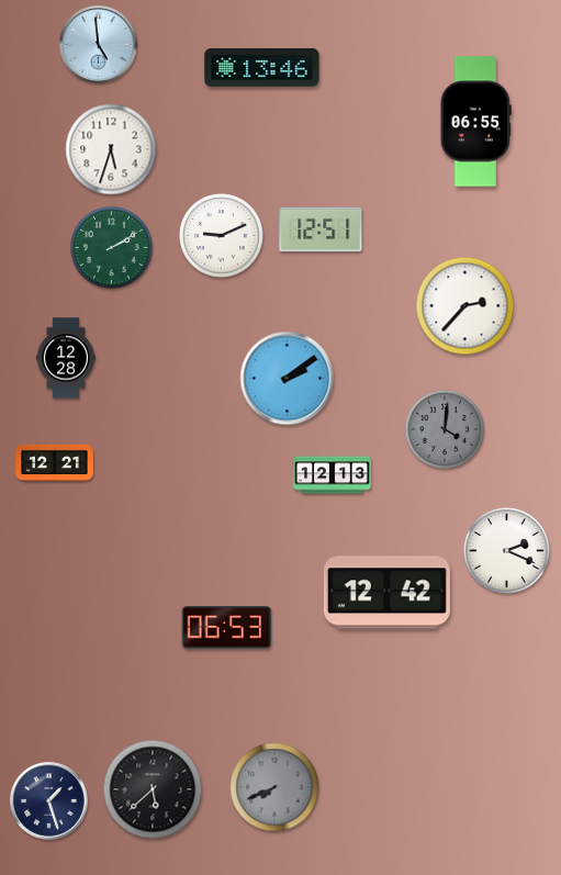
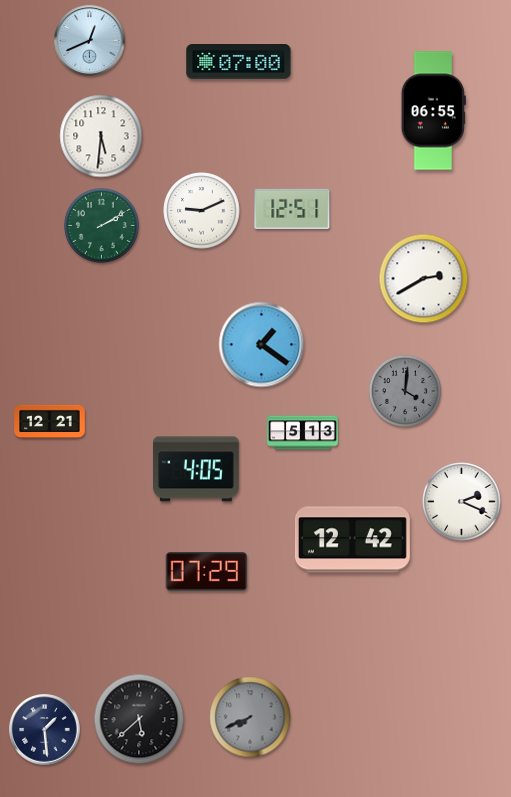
clock at (99, 45): 4:59 -> 12:41
clock at (262, 68): 13:46 -> 07:00
clock at (111, 149): 5:33 -> 5:31
clock at (222, 236) position: (222, 236) -> (202, 211)
clock at (465, 306): 2:37 -> 2:40
clock at (66, 358): 12:28 -> none
clock at (288, 379): 2:09 -> 1:21
clock at (333, 475): 12:13 -> 5:13
clock at (196, 469): none -> 4:05
clock at (227, 628): 06:53 -> 07:29
clock at (49, 801): 1:27 -> 1:29
